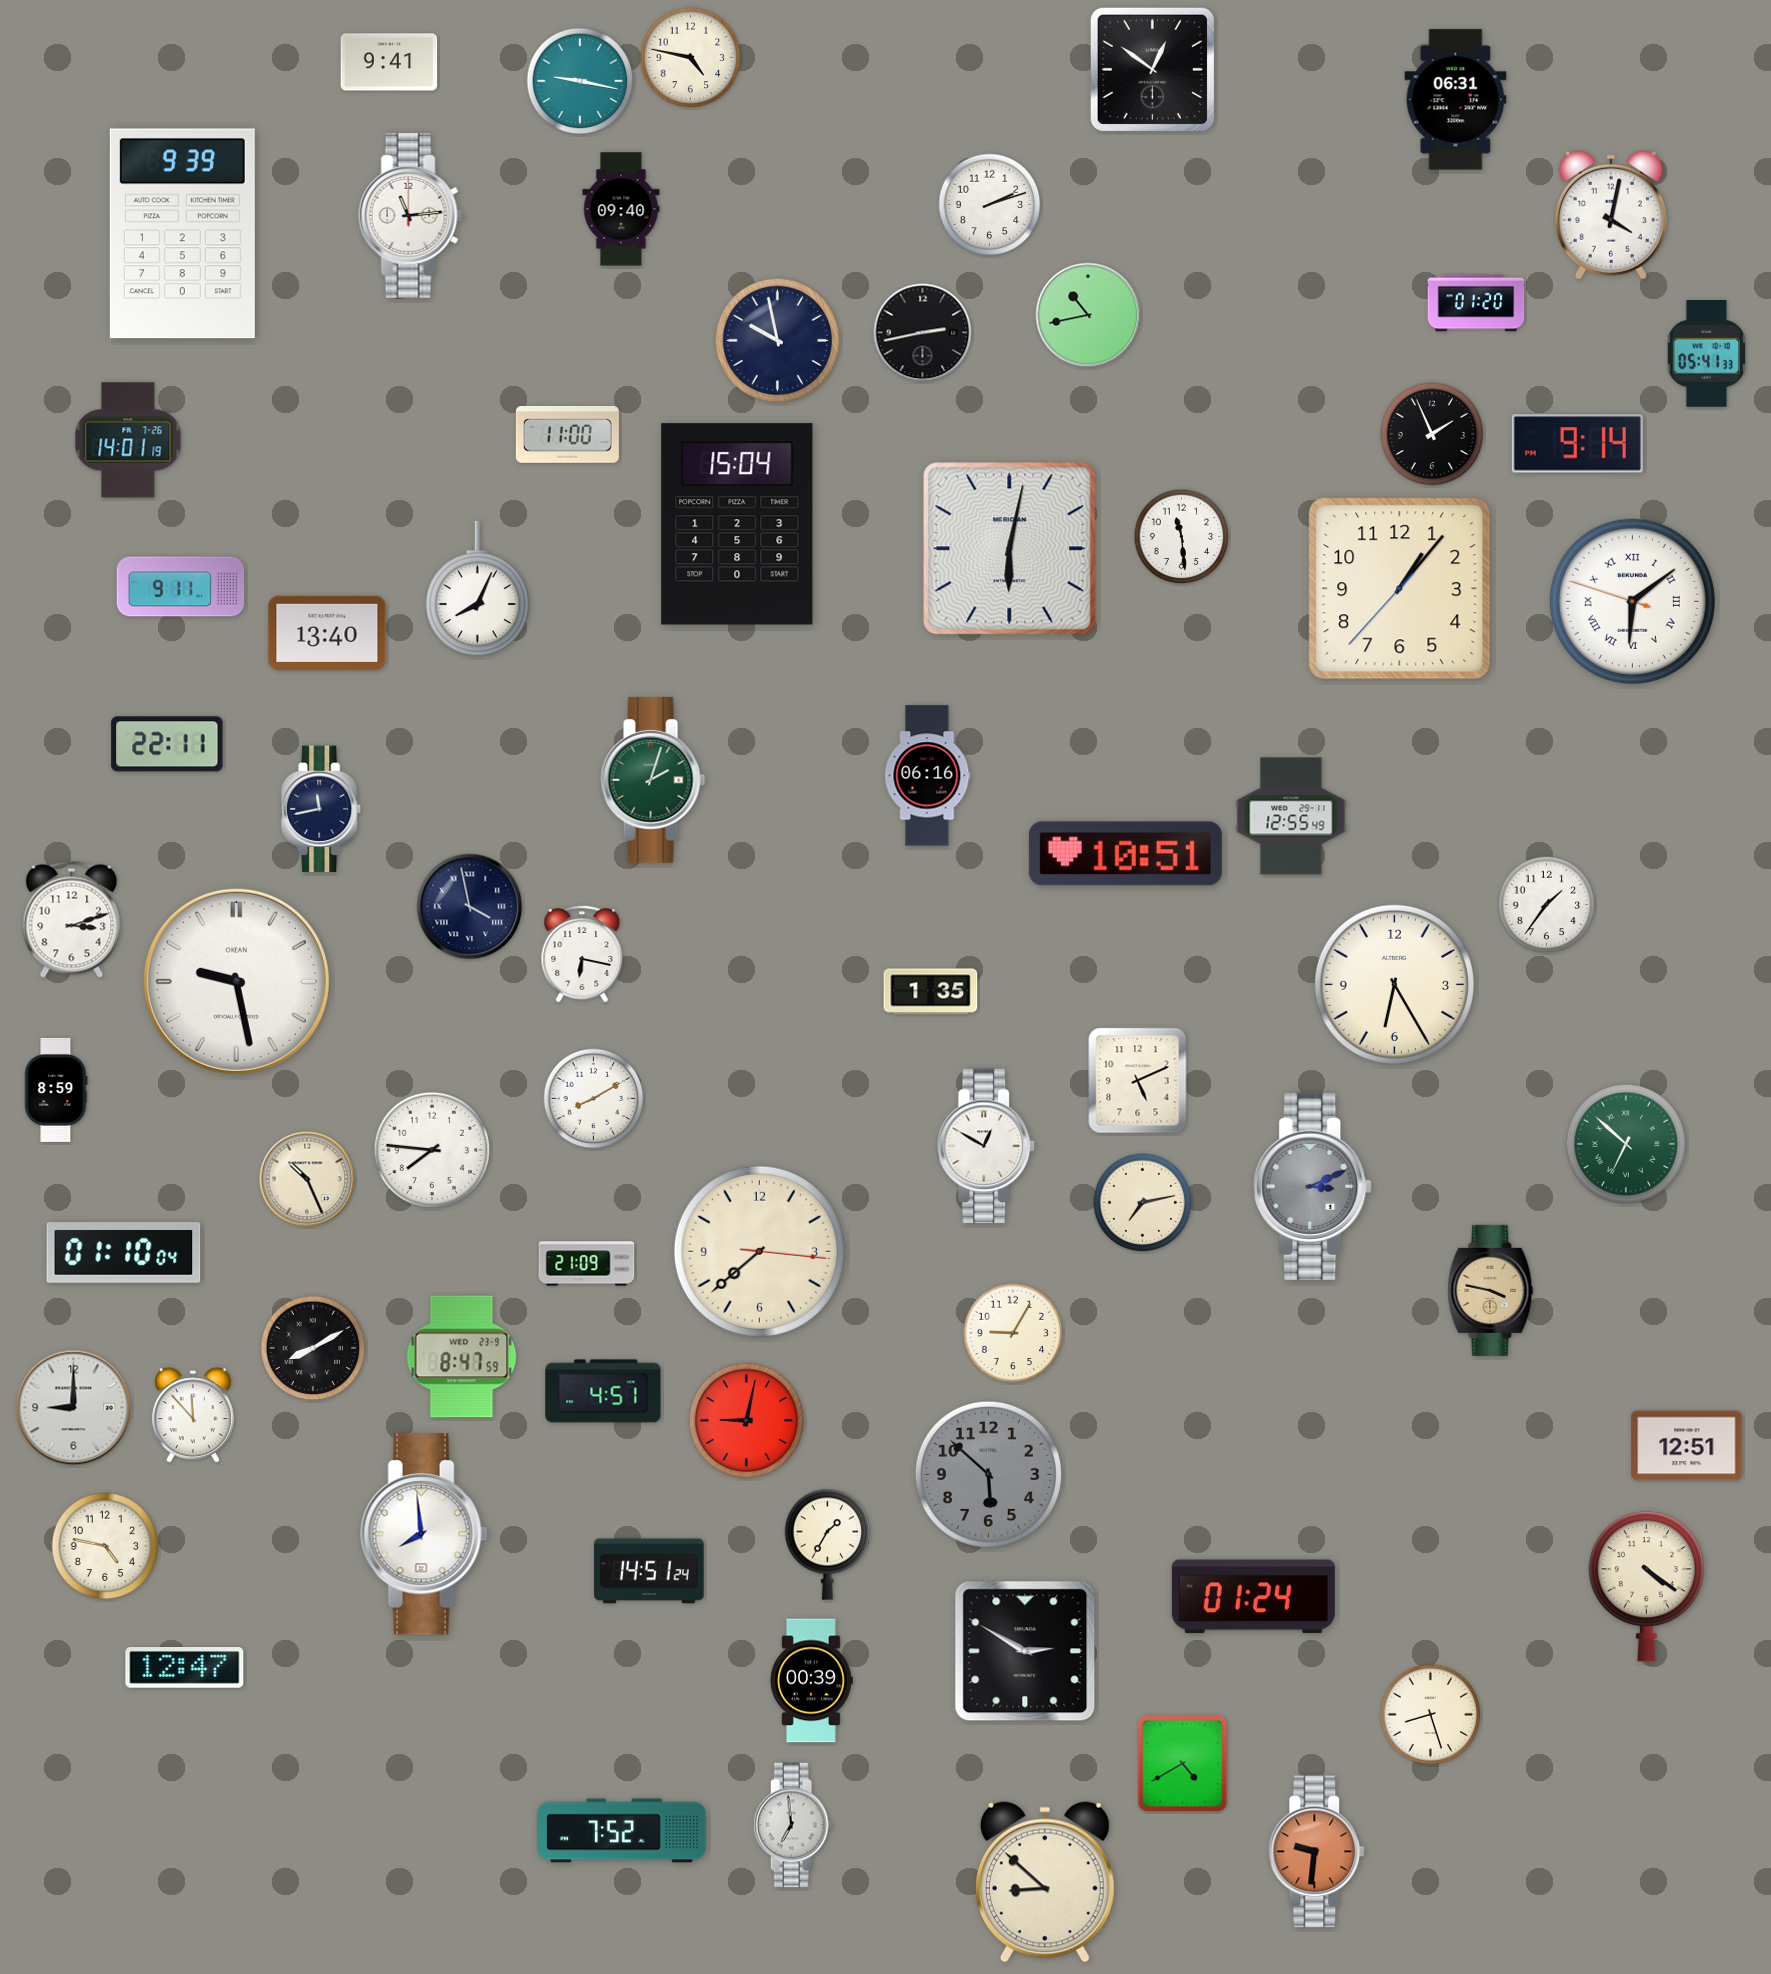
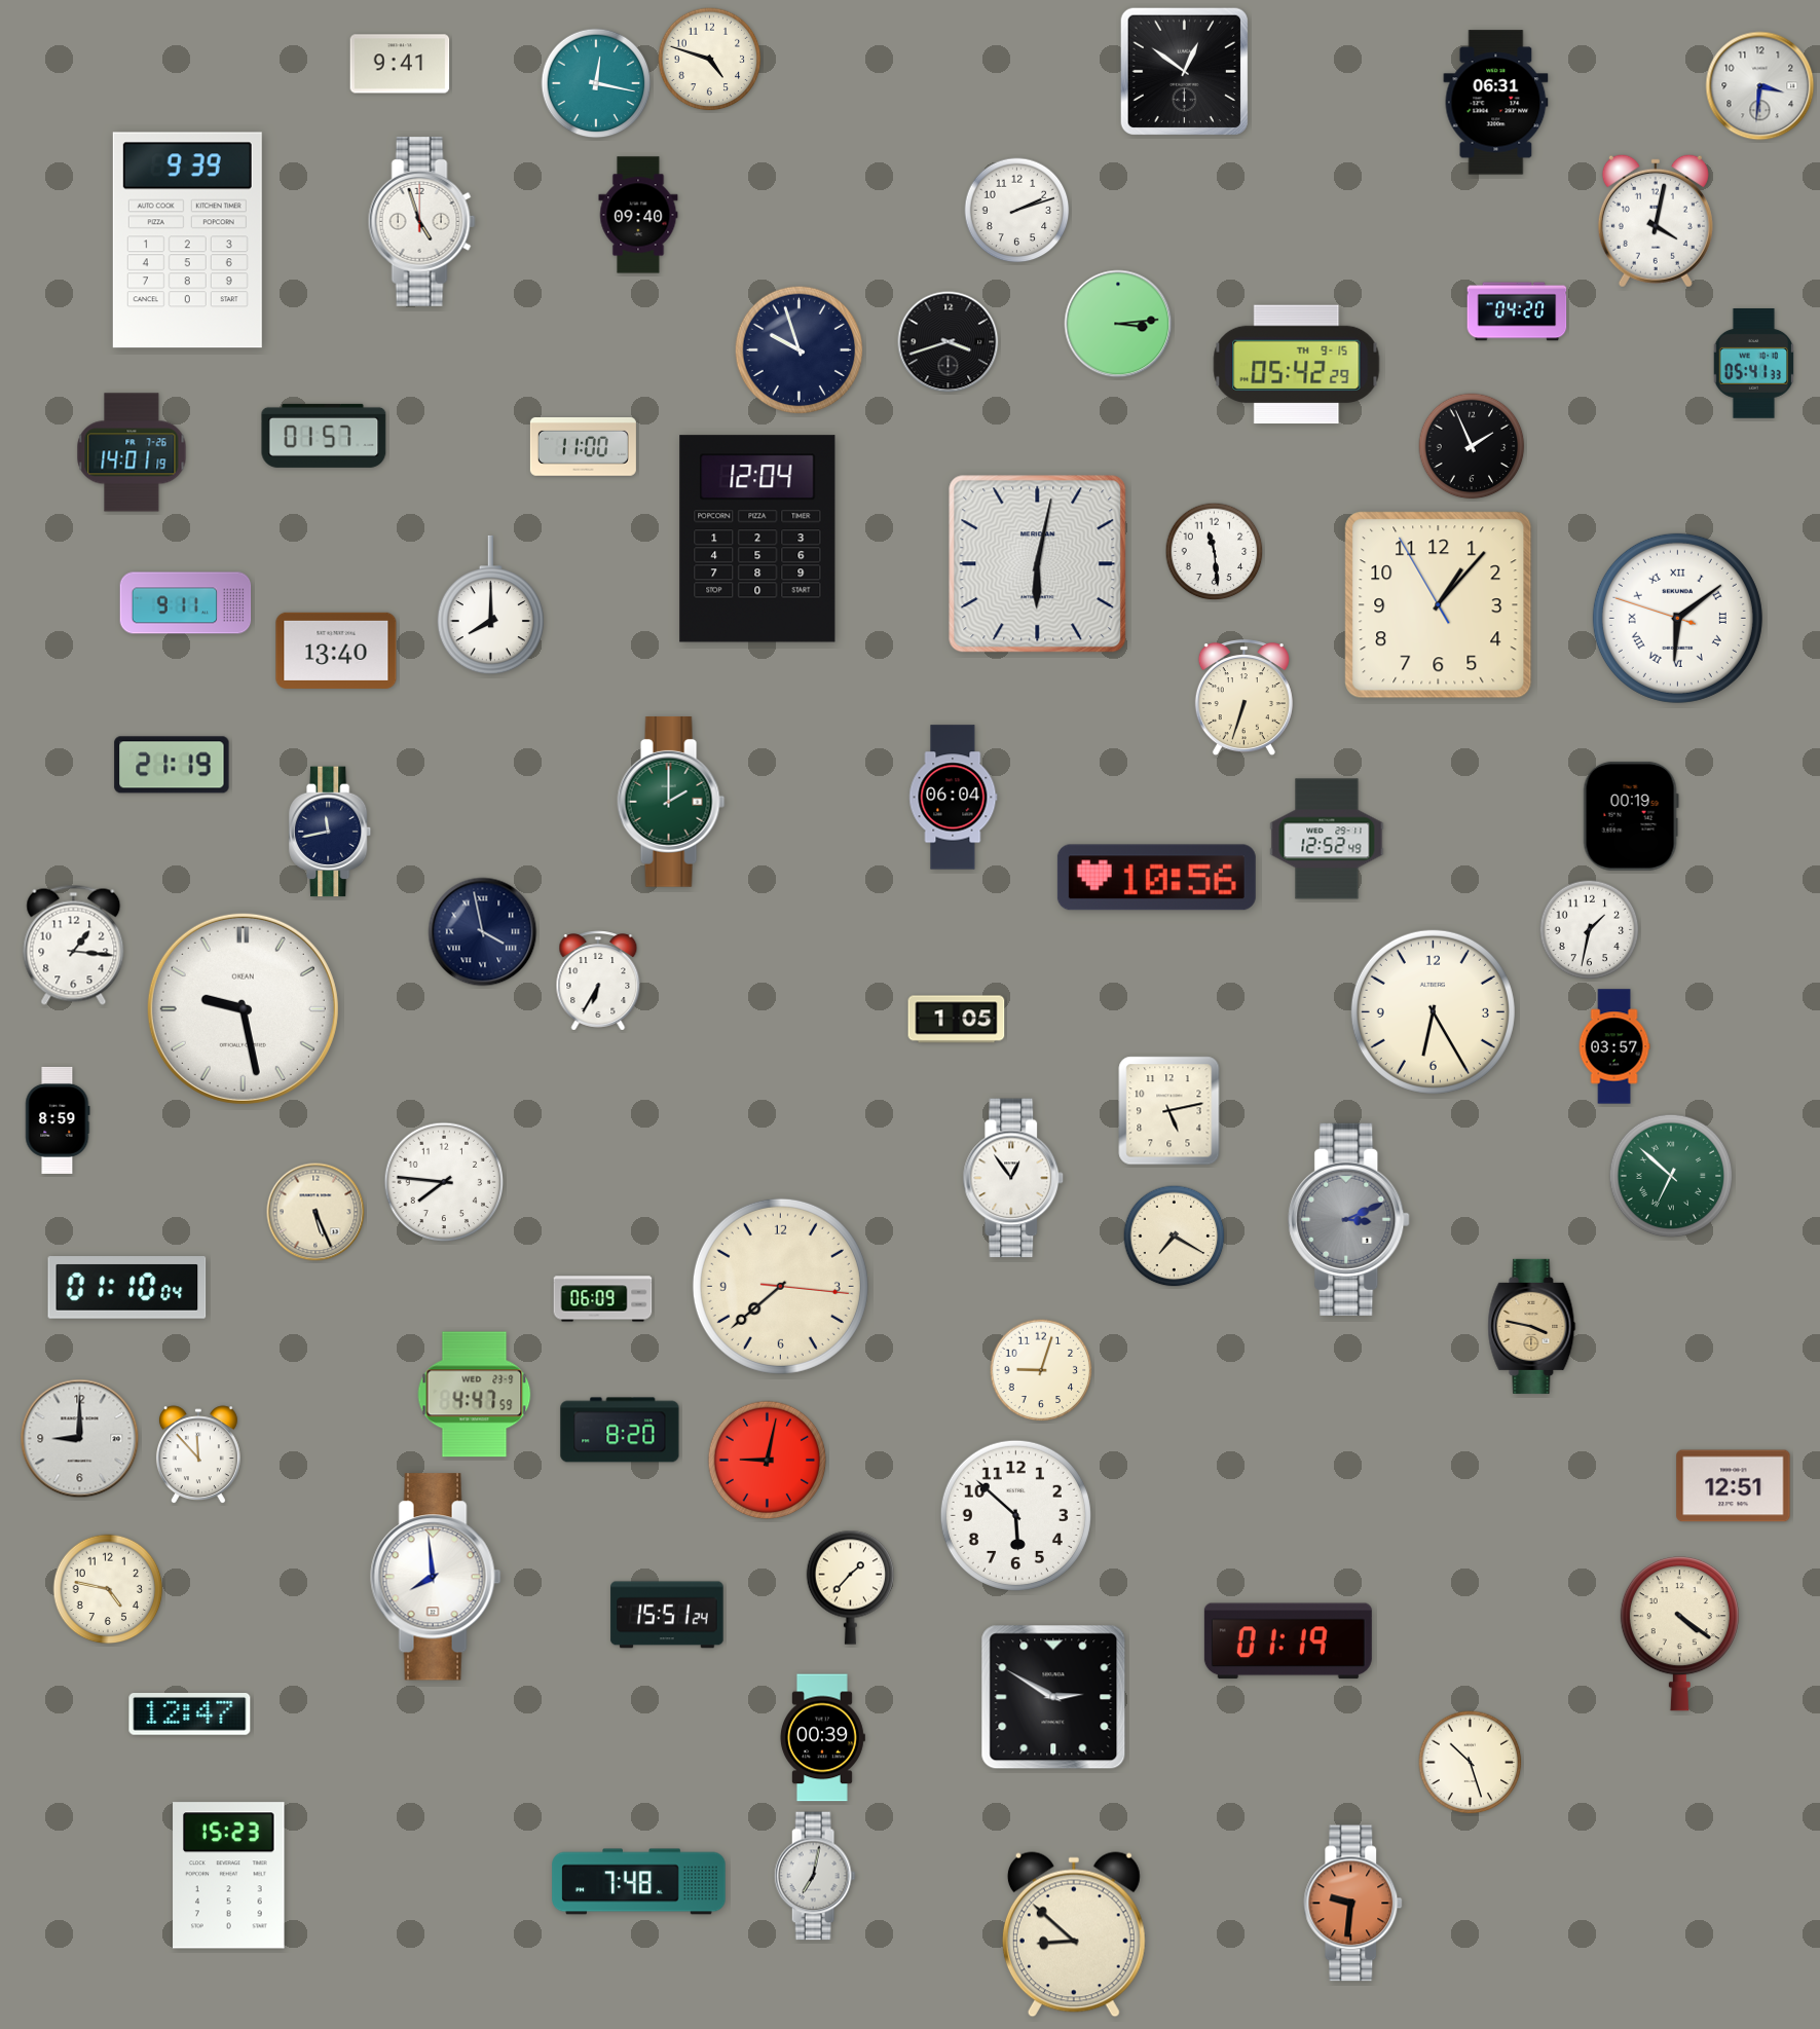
clock at (691, 58): 4:47 -> 4:48
clock at (580, 81): 9:17 -> 12:17
clock at (1760, 86): none -> 3:31
clock at (410, 215): 11:14 -> 4:57
clock at (1476, 303): 01:20 -> 04:20
clock at (1088, 315): 10:43 -> 3:14
clock at (923, 333): 2:43 -> 3:42
clock at (778, 341): 9:58 -> 9:57
clock at (1297, 365): none -> 05:42
clock at (324, 436): none -> 01:57
clock at (1577, 444): 9:14 -> none
clock at (737, 524): 15:04 -> 12:04
clock at (477, 589): 8:04 -> 8:00
clock at (1400, 589): 1:06:37 -> 1:06:55
clock at (1243, 698): none -> 6:33
clock at (167, 744): 22:11 -> 21:19
clock at (928, 776): 06:16 -> 06:04
clock at (653, 780): 2:03 -> 2:00
clock at (1631, 816): none -> 00:19
clock at (1291, 816): 12:55 -> 12:52
clock at (1125, 854): 10:51 -> 10:56
clock at (1547, 905): 1:36 -> 1:32
clock at (72, 919): 3:12 -> 1:16
clock at (582, 954): 6:17 -> 6:35
clock at (931, 992): 1:35 -> 1:05
clock at (1614, 1046): none -> 03:57
clock at (1138, 1081): 5:11 -> 5:13
clock at (594, 1099): 8:10 -> none
clock at (986, 1146): 12:50 -> 12:54
clock at (307, 1179): 10:26 -> 5:26
clock at (1143, 1203): 7:13 -> 7:20
clock at (587, 1264): 21:09 -> 06:09
clock at (1013, 1333): 9:05 -> 9:03
clock at (313, 1348): 8:10 -> none
clock at (462, 1357): 8:47 -> 4:47
clock at (603, 1391): 4:51 -> 8:20
clock at (74, 1408) position: (74, 1408) -> (80, 1439)
clock at (988, 1474) dial: grey -> white
clock at (828, 1544): 1:35 -> 1:37
clock at (649, 1571): 14:51 -> 15:51
clock at (1646, 1587) position: (1646, 1587) -> (1679, 1634)
clock at (1253, 1597): 01:24 -> 01:19
clock at (811, 1681) position: (811, 1681) -> (822, 1738)
clock at (1431, 1715): 8:27 -> 10:27
clock at (1183, 1764): 4:40 -> none
clock at (229, 1876): none -> 15:23
clock at (793, 1825): 6:59 -> 7:02
clock at (622, 1831): 7:52 -> 7:48
